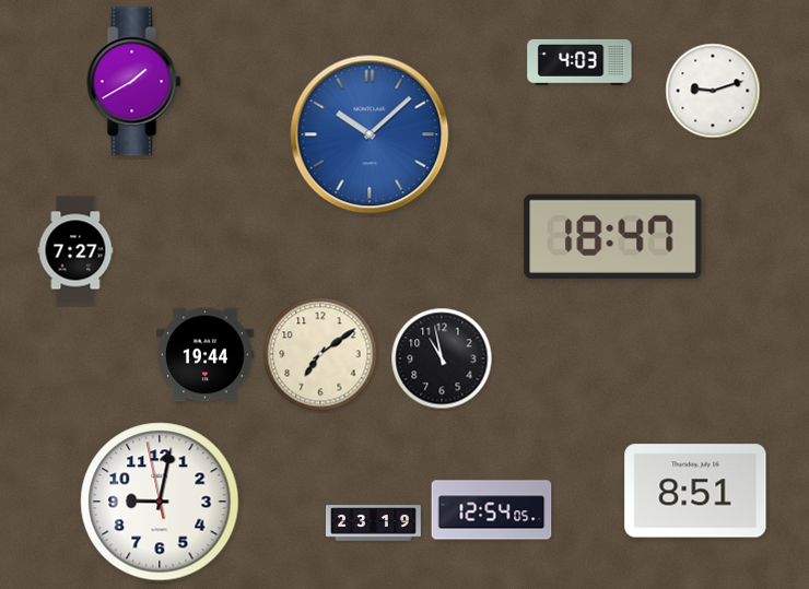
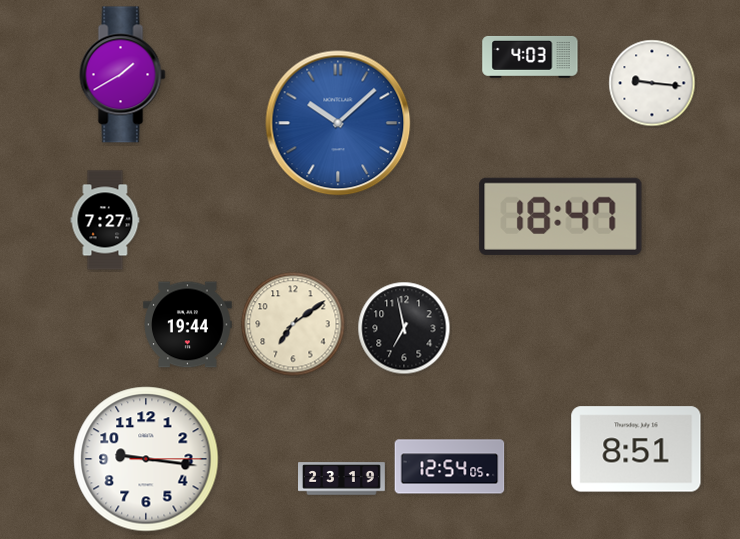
clock at (713, 91): 9:12 -> 9:16
clock at (75, 250) position: (75, 250) -> (105, 220)
clock at (442, 358): 10:58 -> 6:58
clock at (160, 502): 9:01 -> 9:16
